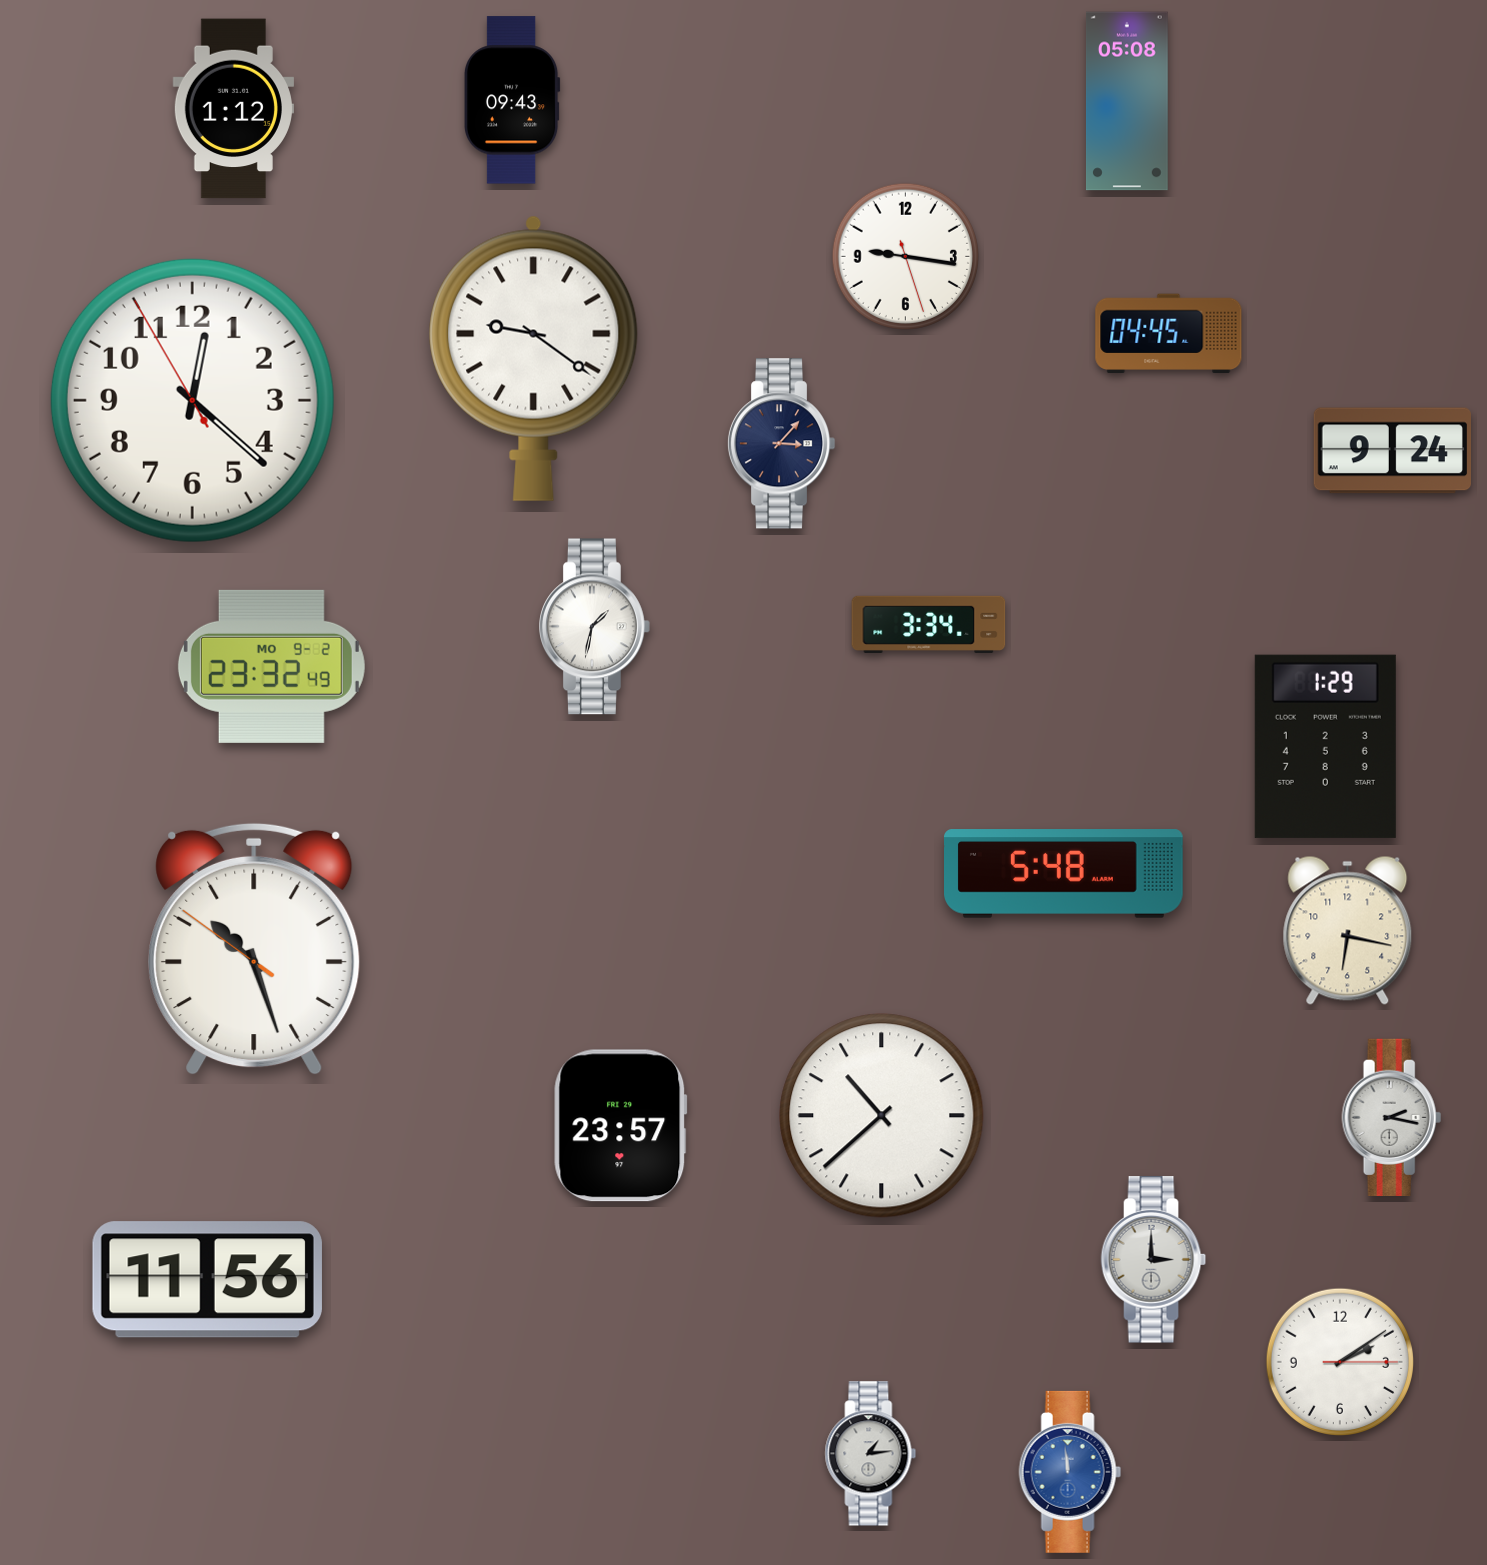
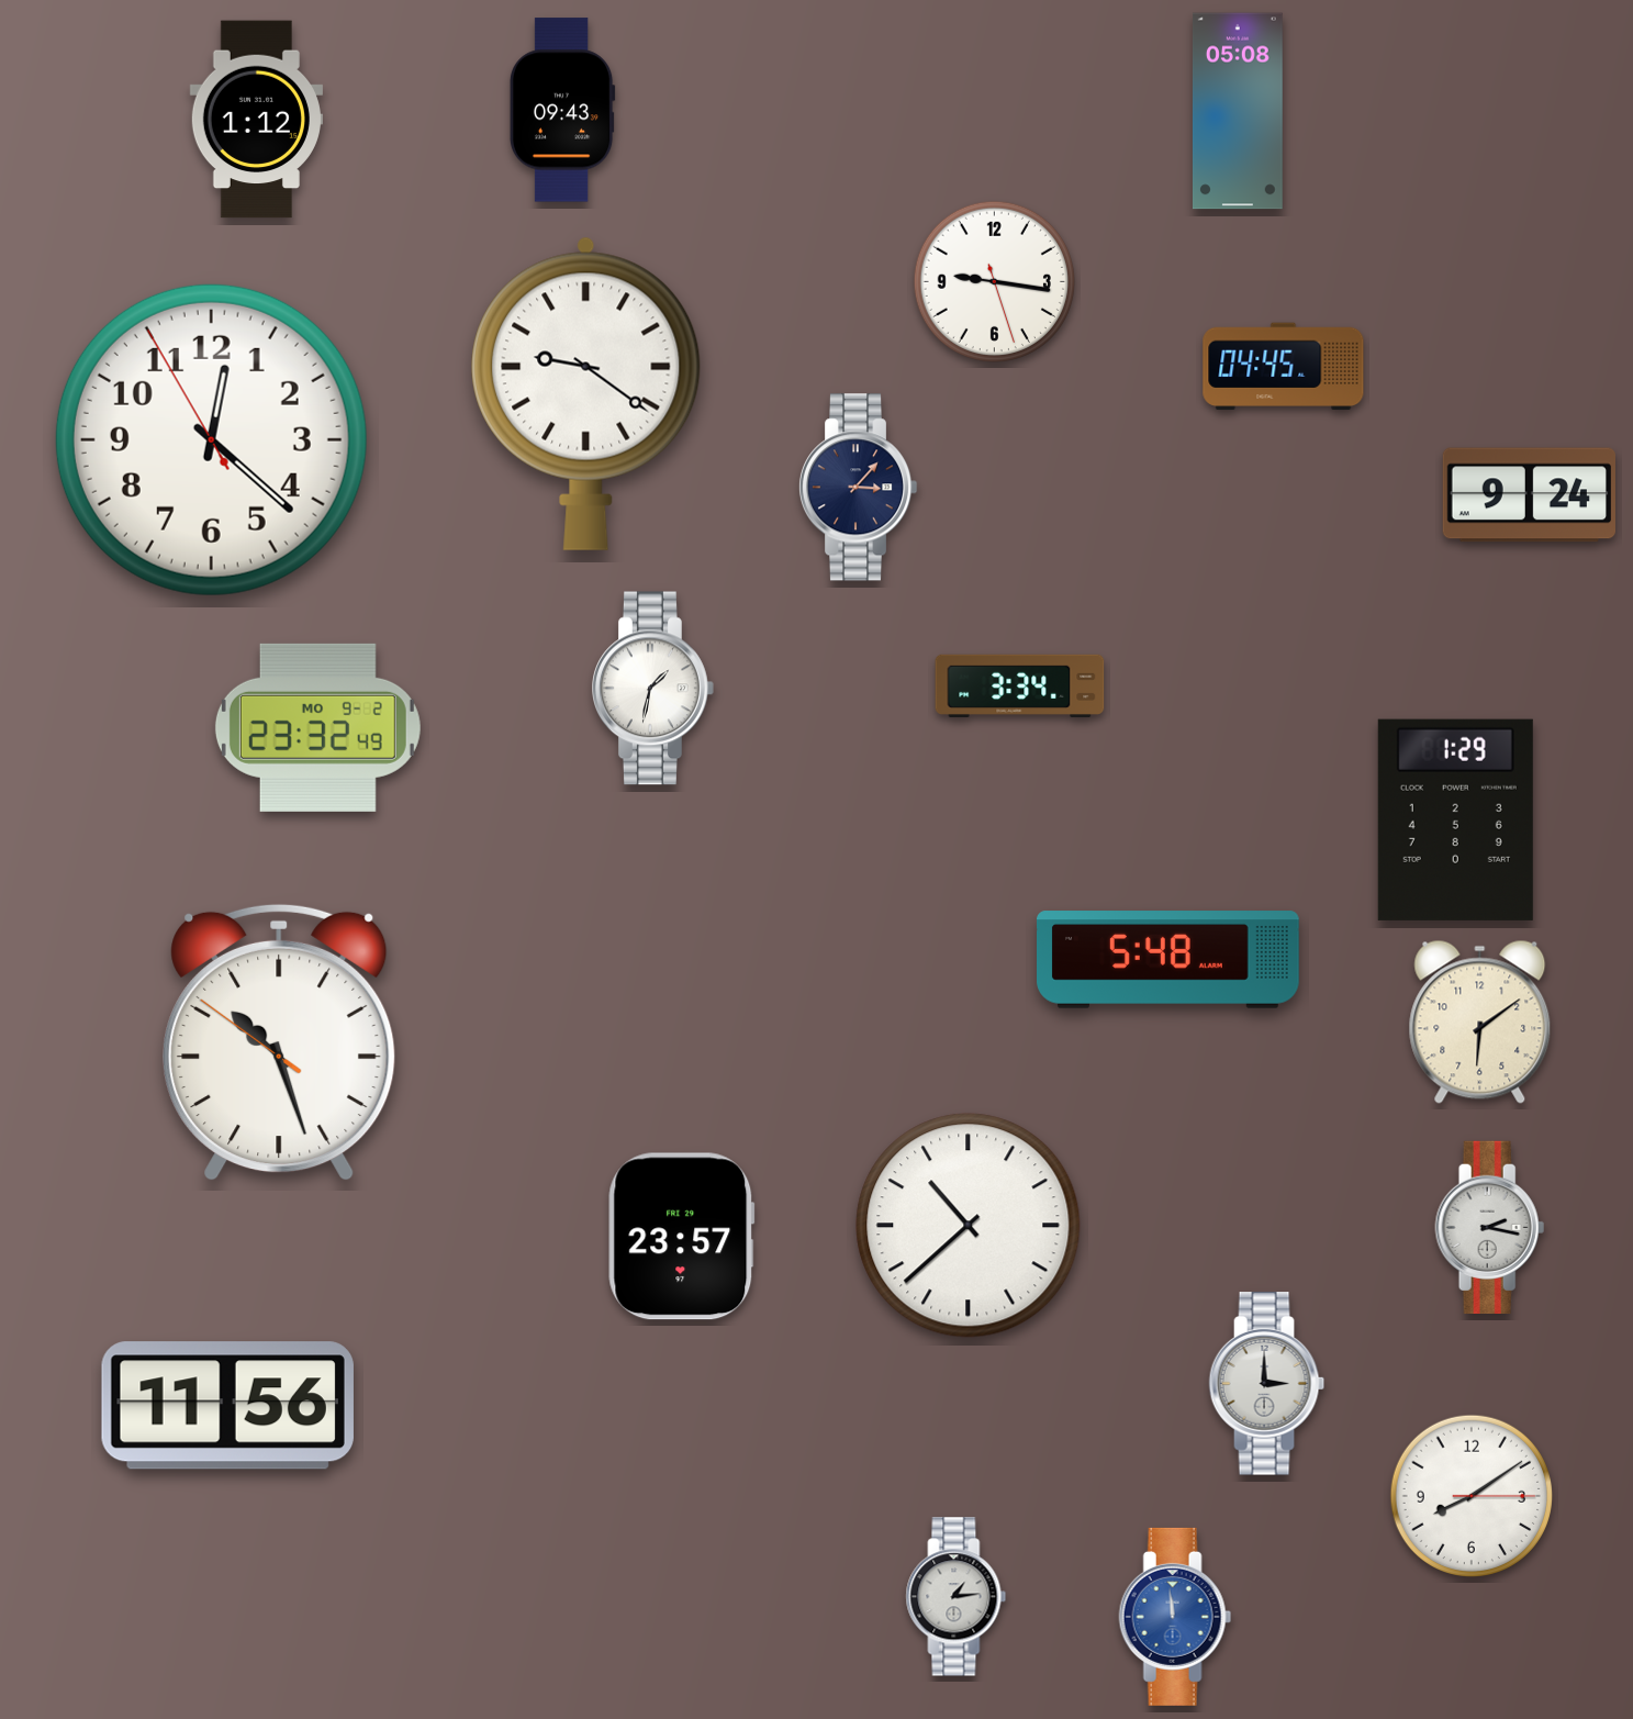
clock at (271, 666) position: (271, 666) -> (317, 727)
clock at (1348, 930): 6:17 -> 6:09
clock at (1392, 1117) position: (1392, 1117) -> (1490, 1227)
clock at (1340, 1362): 2:09 -> 8:09
